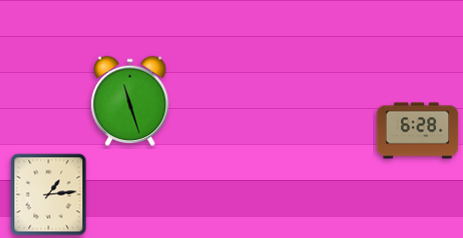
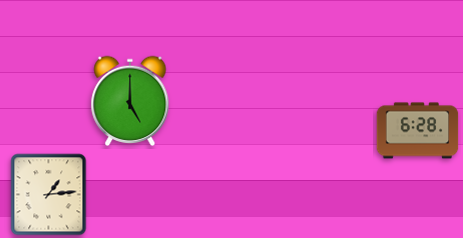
clock at (130, 100): 11:27 -> 5:00
